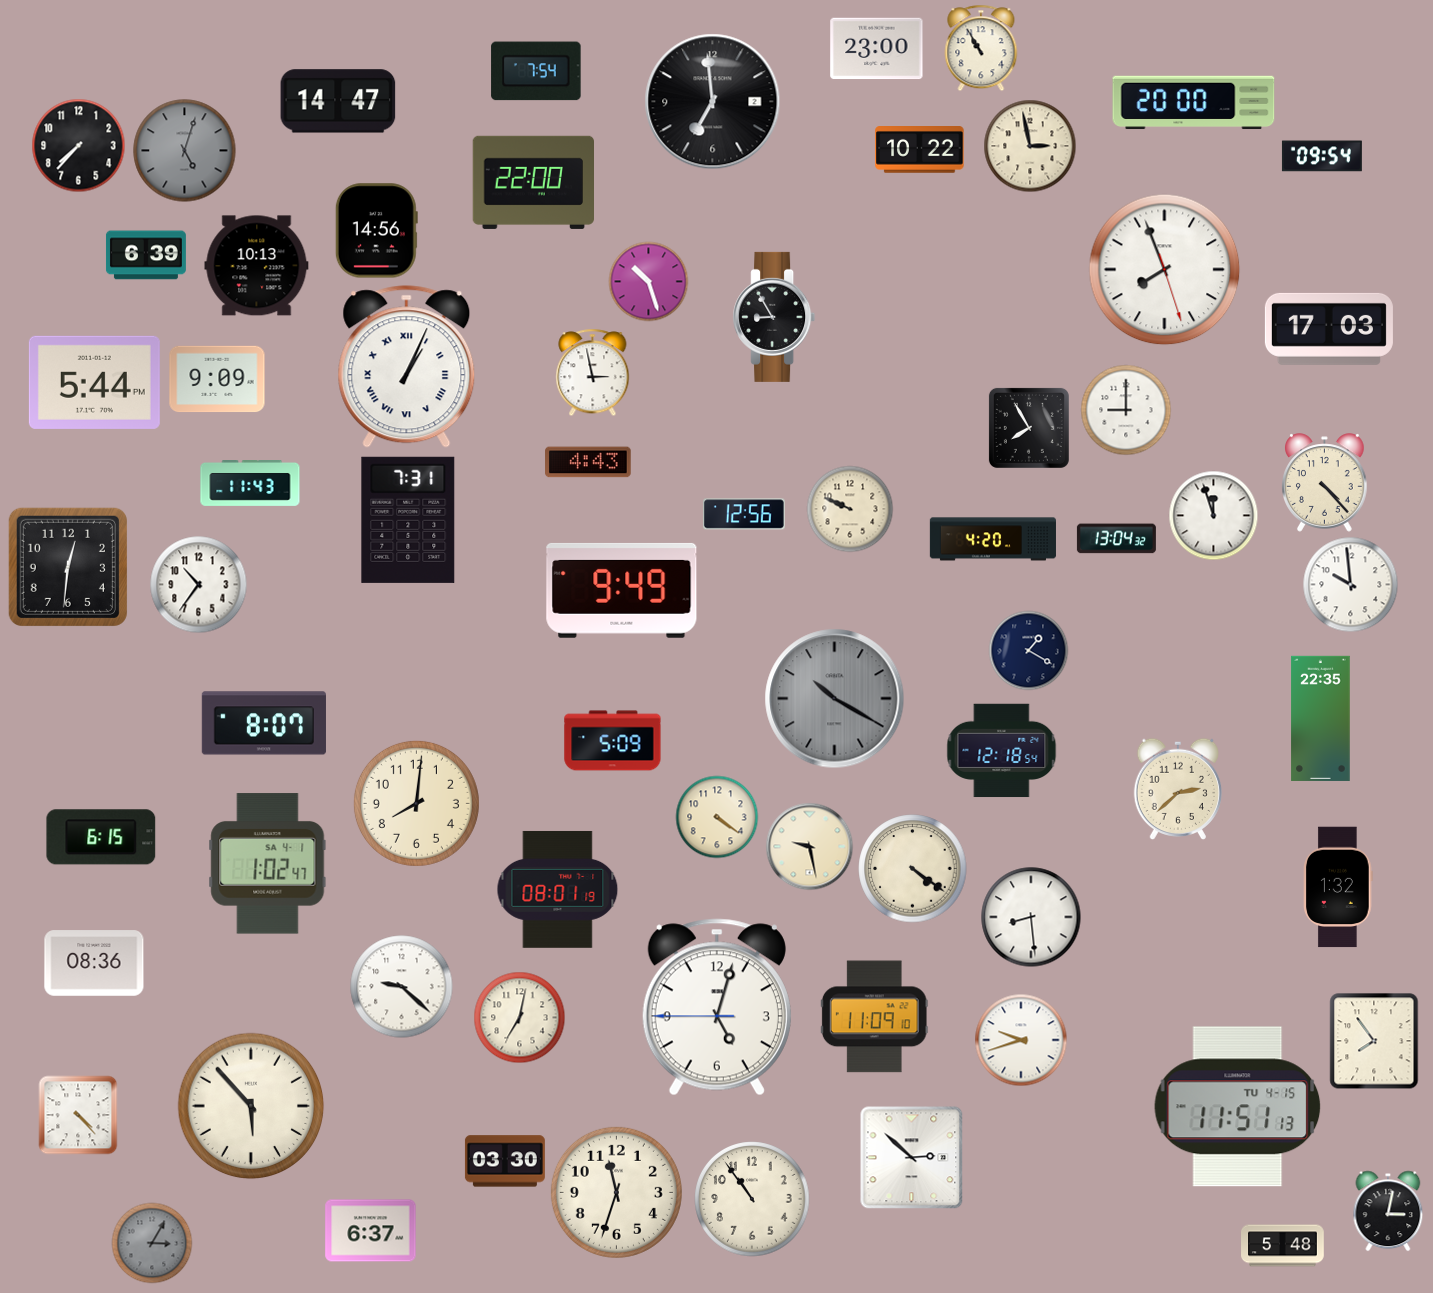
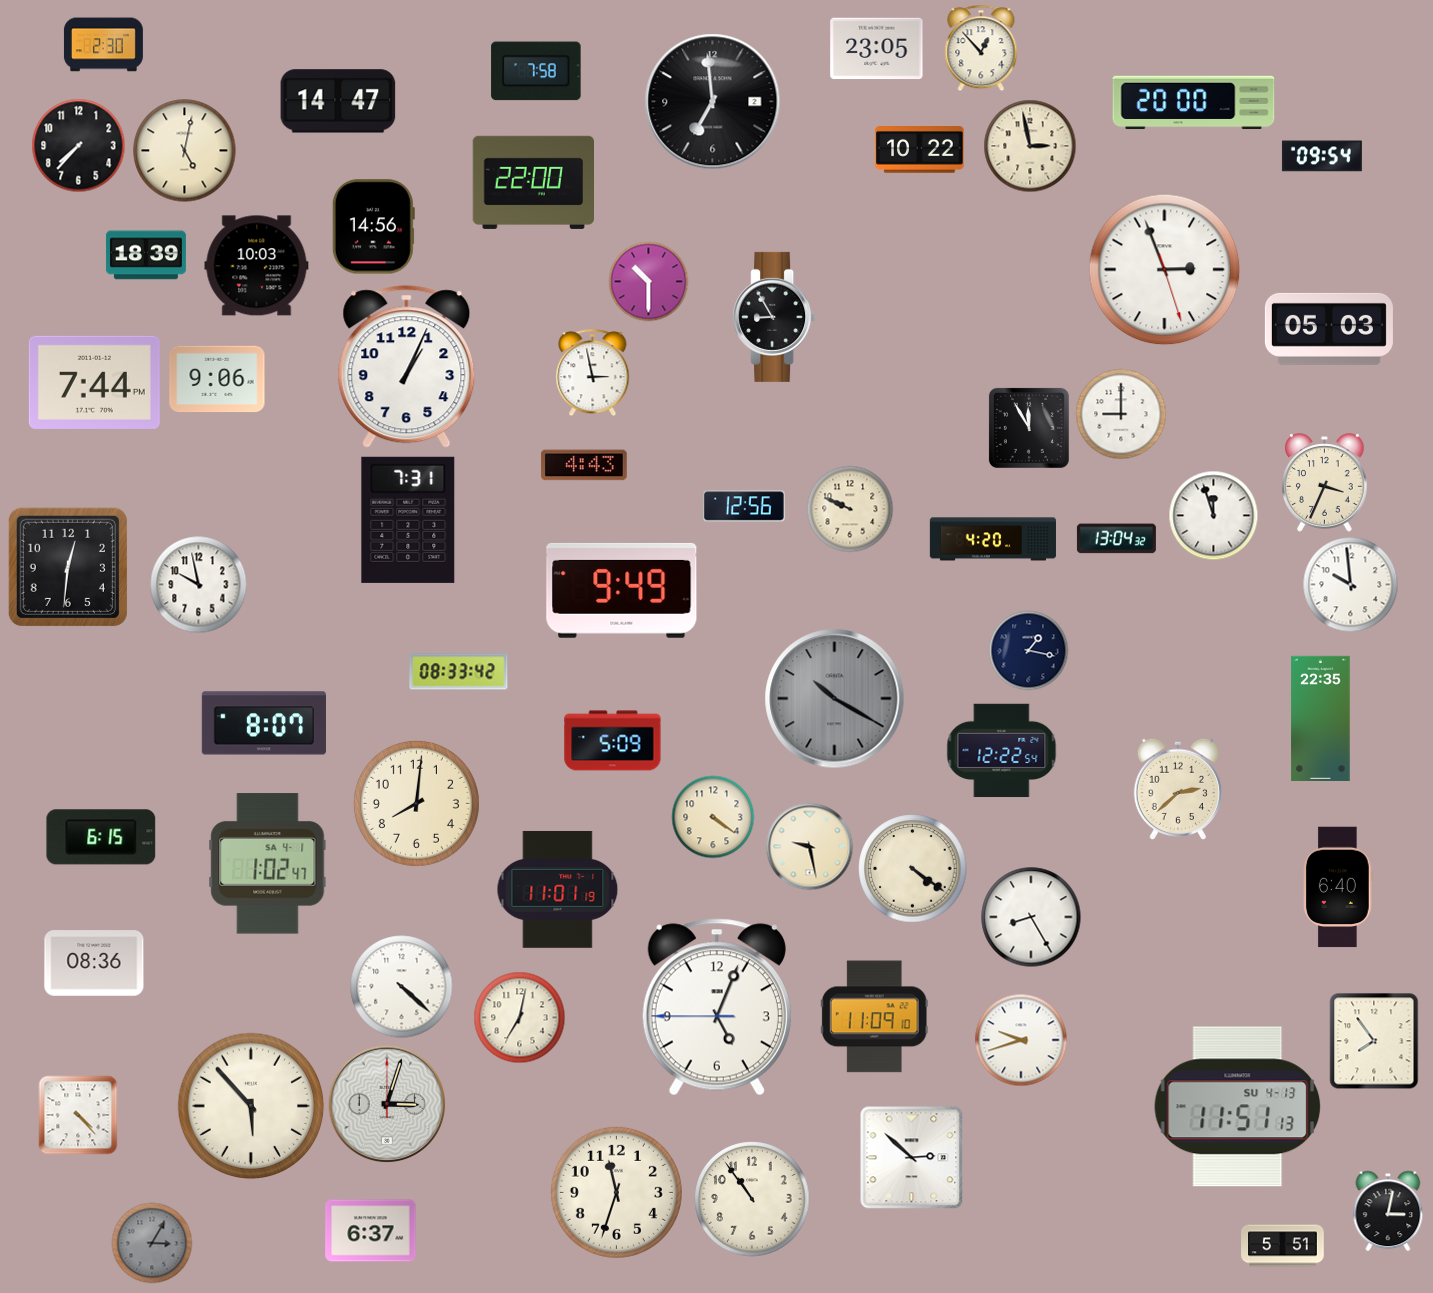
clock at (103, 45): none -> 2:30
clock at (981, 48): 10:55 -> 12:53
clock at (877, 49): 23:00 -> 23:05
clock at (536, 71): 7:54 -> 7:58
clock at (185, 151): 5:03 -> 5:02
clock at (185, 151) dial: grey -> cream
clock at (376, 231) position: (376, 231) -> (373, 227)
clock at (146, 255): 6:39 -> 18:39
clock at (257, 266): 10:13 -> 10:03
clock at (1165, 270): 7:56 -> 2:56
clock at (648, 281): 10:27 -> 10:30
clock at (1329, 329): 17:03 -> 05:03
clock at (407, 367) numerals: Roman -> Arabic
clock at (217, 379): 9:09 -> 9:06
clock at (94, 382): 5:44 -> 7:44
clock at (1126, 410) position: (1126, 410) -> (1121, 414)
clock at (1029, 428): 7:55 -> 11:55
clock at (588, 462) position: (588, 462) -> (584, 465)
clock at (1325, 483): 4:23 -> 3:34
clock at (250, 484): 11:43 -> none
clock at (744, 514) position: (744, 514) -> (744, 506)
clock at (198, 584): 10:36 -> 9:58
clock at (1028, 650): 1:20 -> 1:17
clock at (459, 672): none -> 08:33
clock at (1002, 751): 12:18 -> 12:22
clock at (717, 817) position: (717, 817) -> (713, 817)
clock at (1338, 887): 1:32 -> 6:40
clock at (558, 889): 08:01 -> 11:01
clock at (1031, 917): 8:29 -> 8:25
clock at (402, 987): 9:22 -> 4:22
clock at (717, 1007): 5:02 -> 5:03
clock at (387, 1104): none -> 3:03
clock at (1238, 1107) date: TU 4-15 -> SU 4-13
clock at (505, 1161): 03:30 -> none
clock at (1283, 1246): 5:48 -> 5:51
